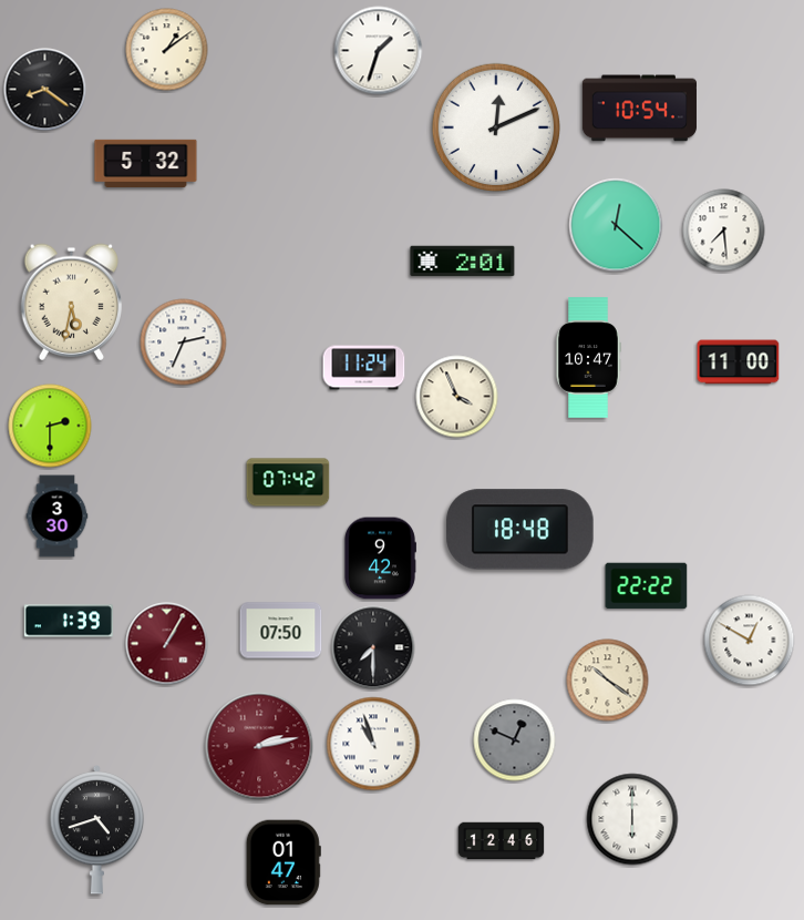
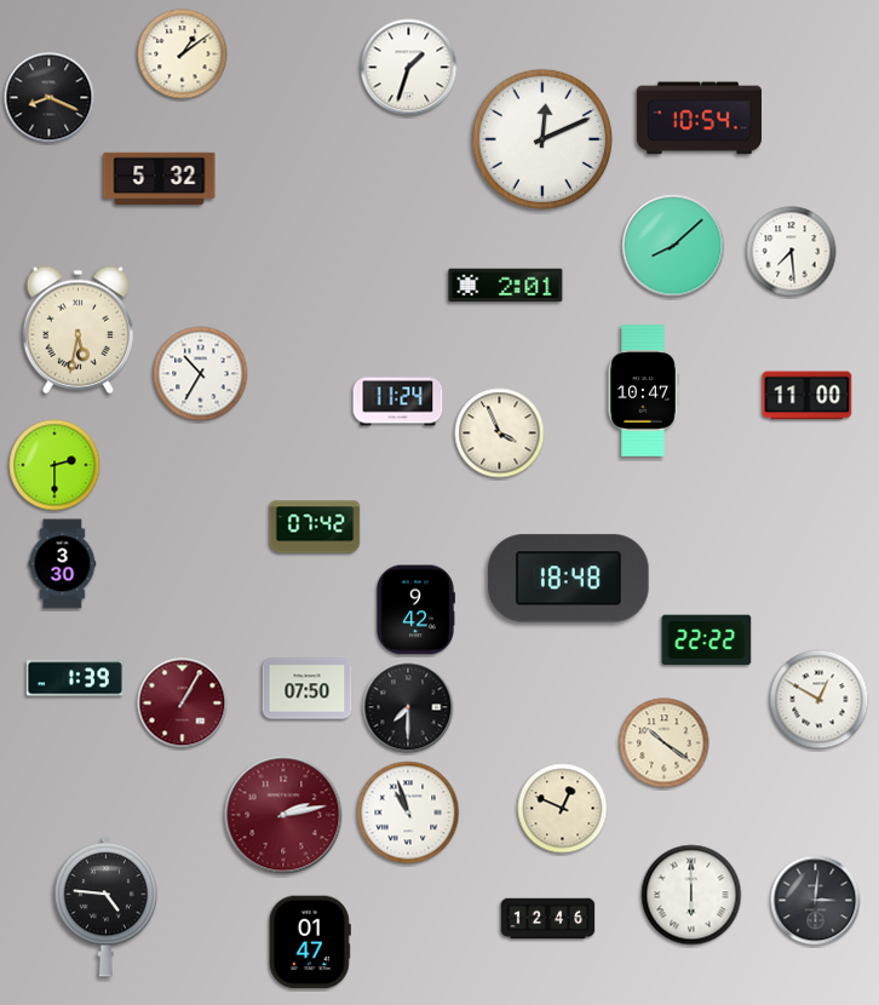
clock at (379, 51) position: (379, 51) -> (409, 68)
clock at (45, 90): 8:21 -> 8:19
clock at (616, 225): 12:22 -> 8:08
clock at (184, 343): 2:34 -> 10:35
clock at (515, 740) dial: grey -> cream
clock at (816, 901): none -> 3:01
clock at (97, 830): 4:42 -> 4:46
